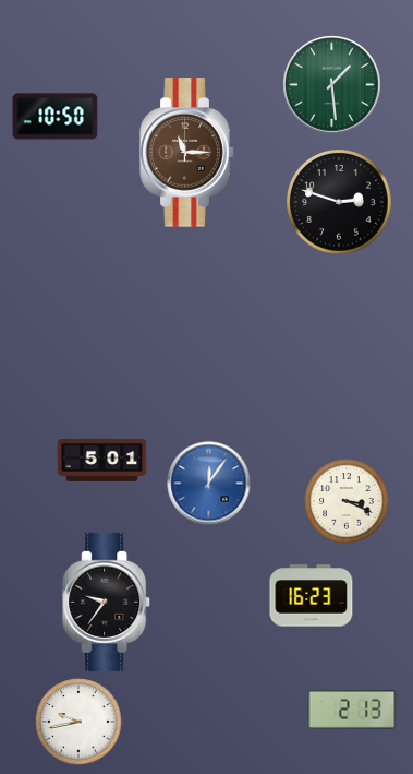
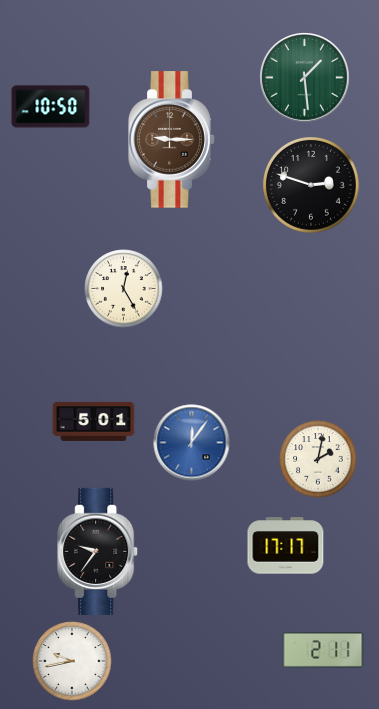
clock at (187, 153): 11:15 -> 9:15
clock at (124, 289): none -> 12:25
clock at (347, 501): 3:19 -> 2:02
clock at (312, 596): 16:23 -> 17:17
clock at (352, 711): 2:13 -> 2:11
